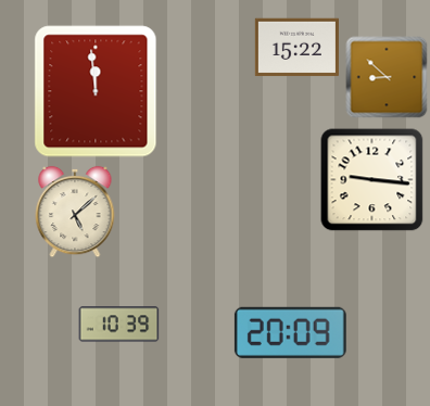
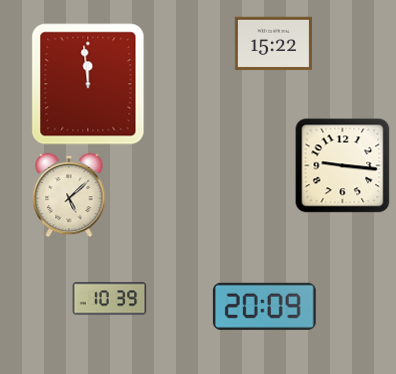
clock at (387, 77): 8:52 -> none
clock at (290, 332) position: (290, 332) -> (264, 306)
